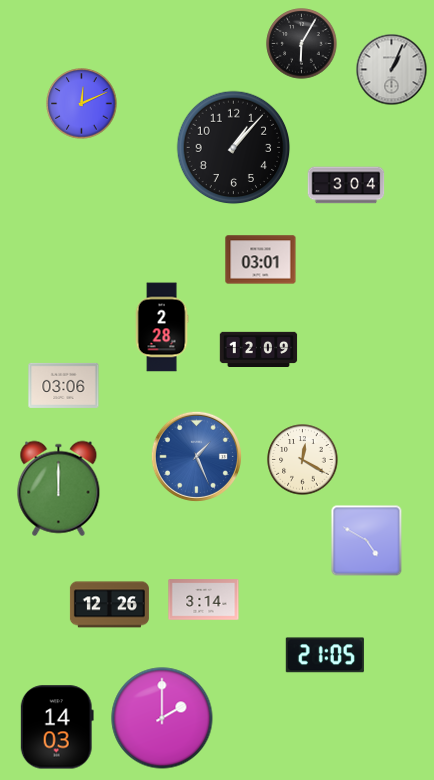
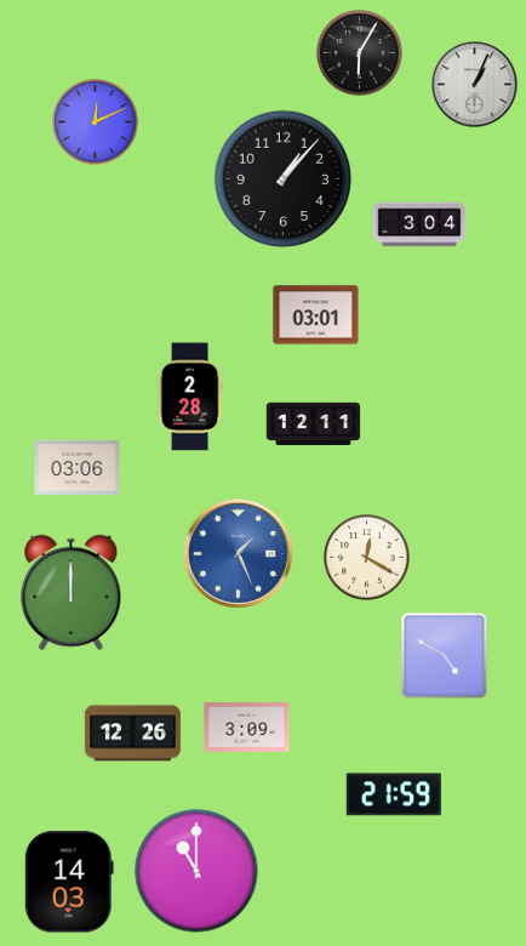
clock at (302, 44) position: (302, 44) -> (360, 53)
clock at (82, 104) position: (82, 104) -> (96, 122)
clock at (162, 327) position: (162, 327) -> (190, 397)
clock at (259, 350): 12:09 -> 12:11
clock at (204, 600): 3:14 -> 3:09
clock at (325, 655): 21:05 -> 21:59
clock at (162, 718): 2:00 -> 11:00
